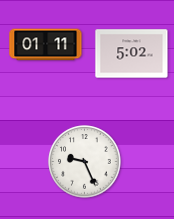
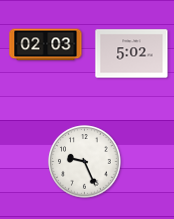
clock at (46, 45): 01:11 -> 02:03
